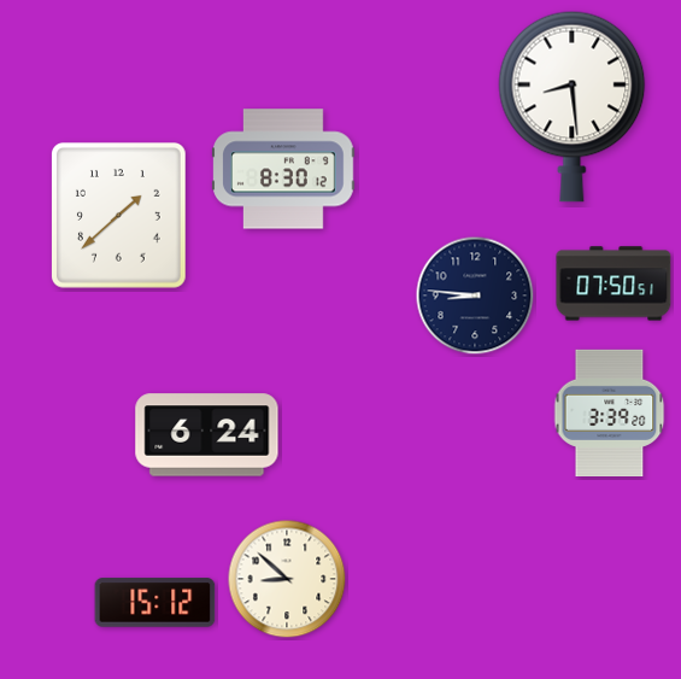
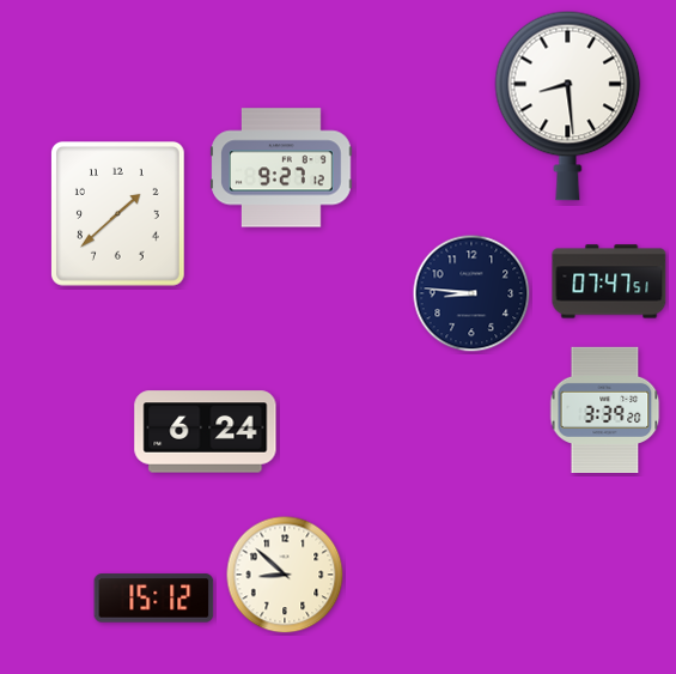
clock at (283, 169): 8:30 -> 9:27
clock at (614, 283): 07:50 -> 07:47
